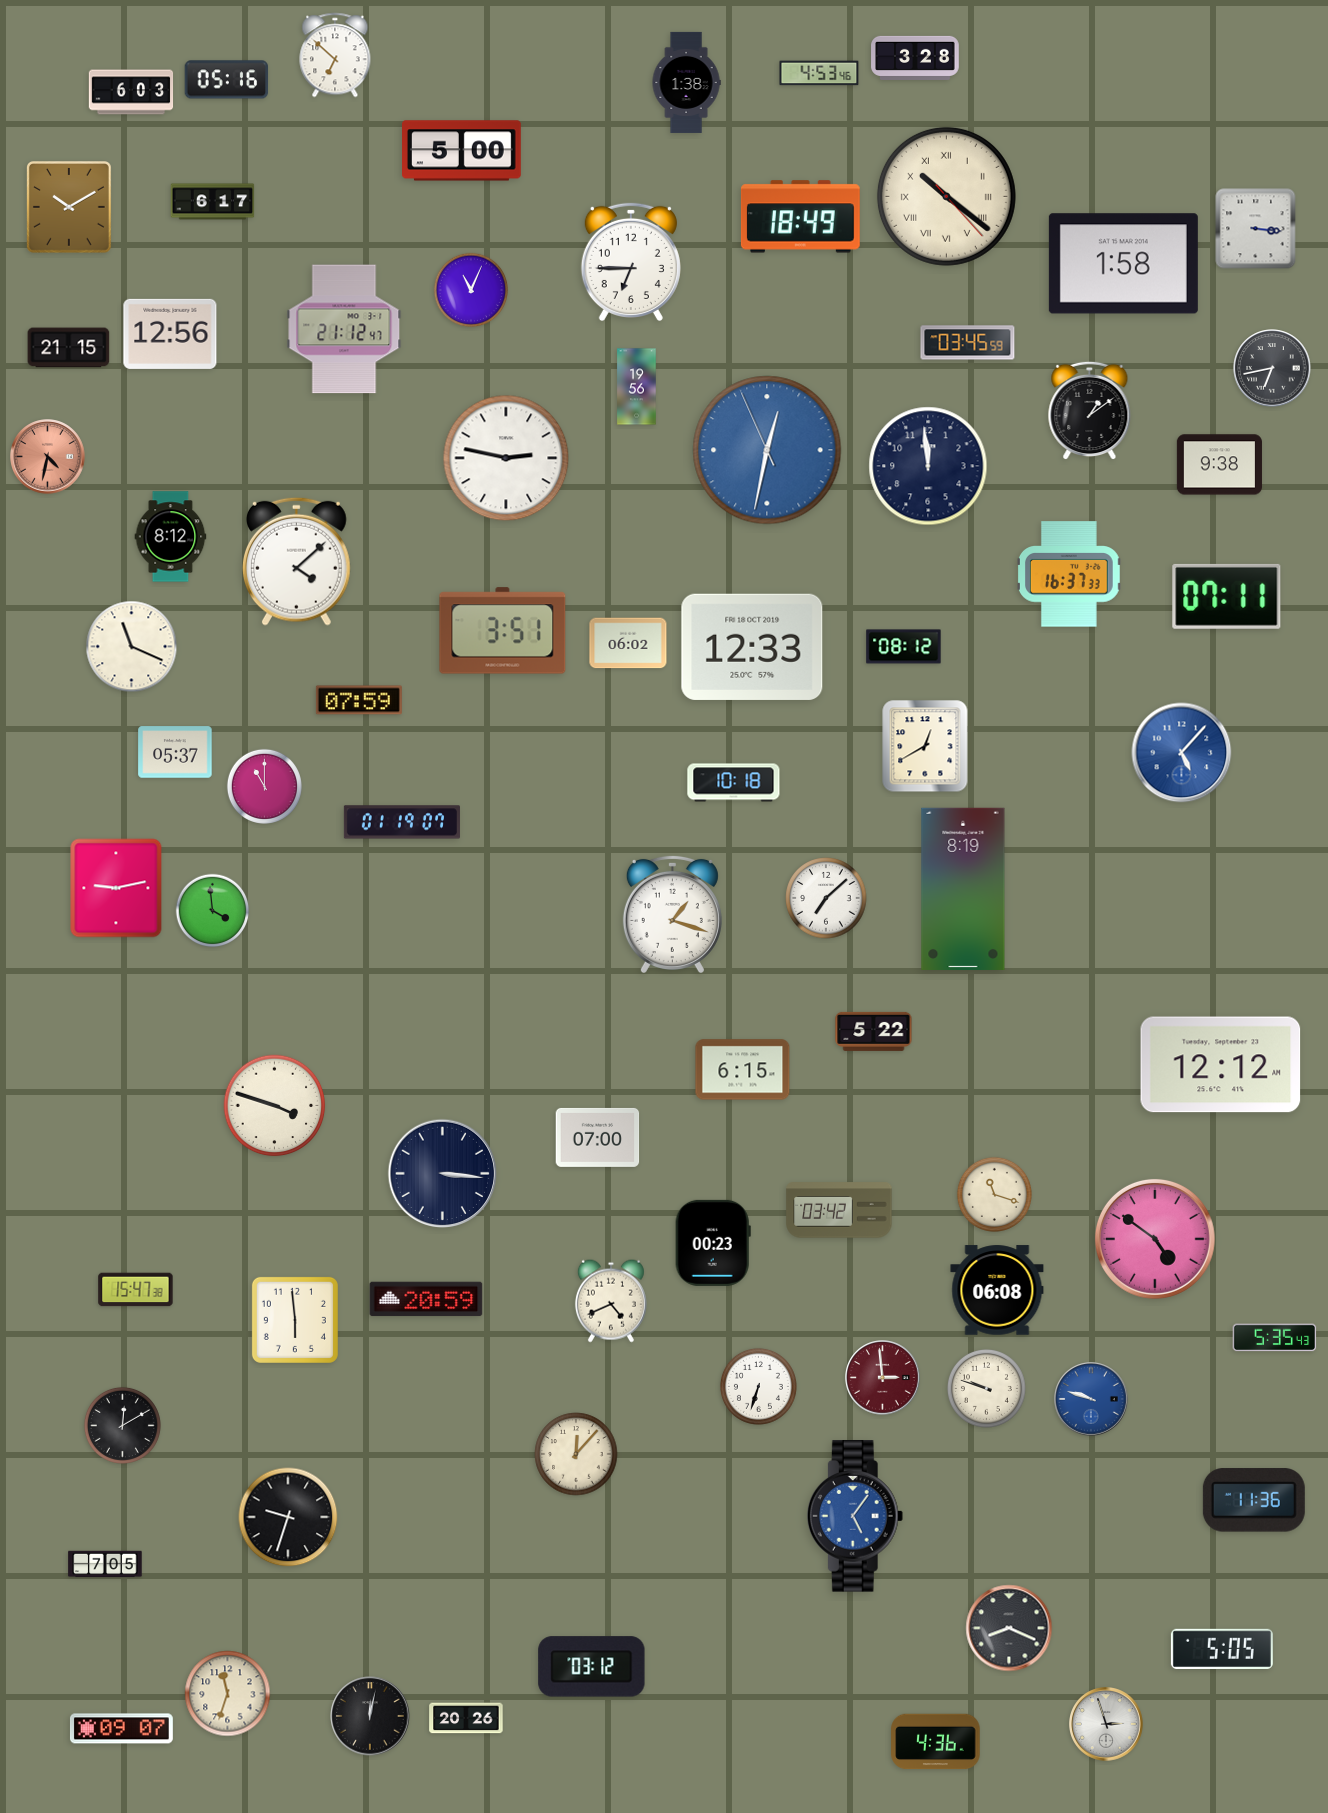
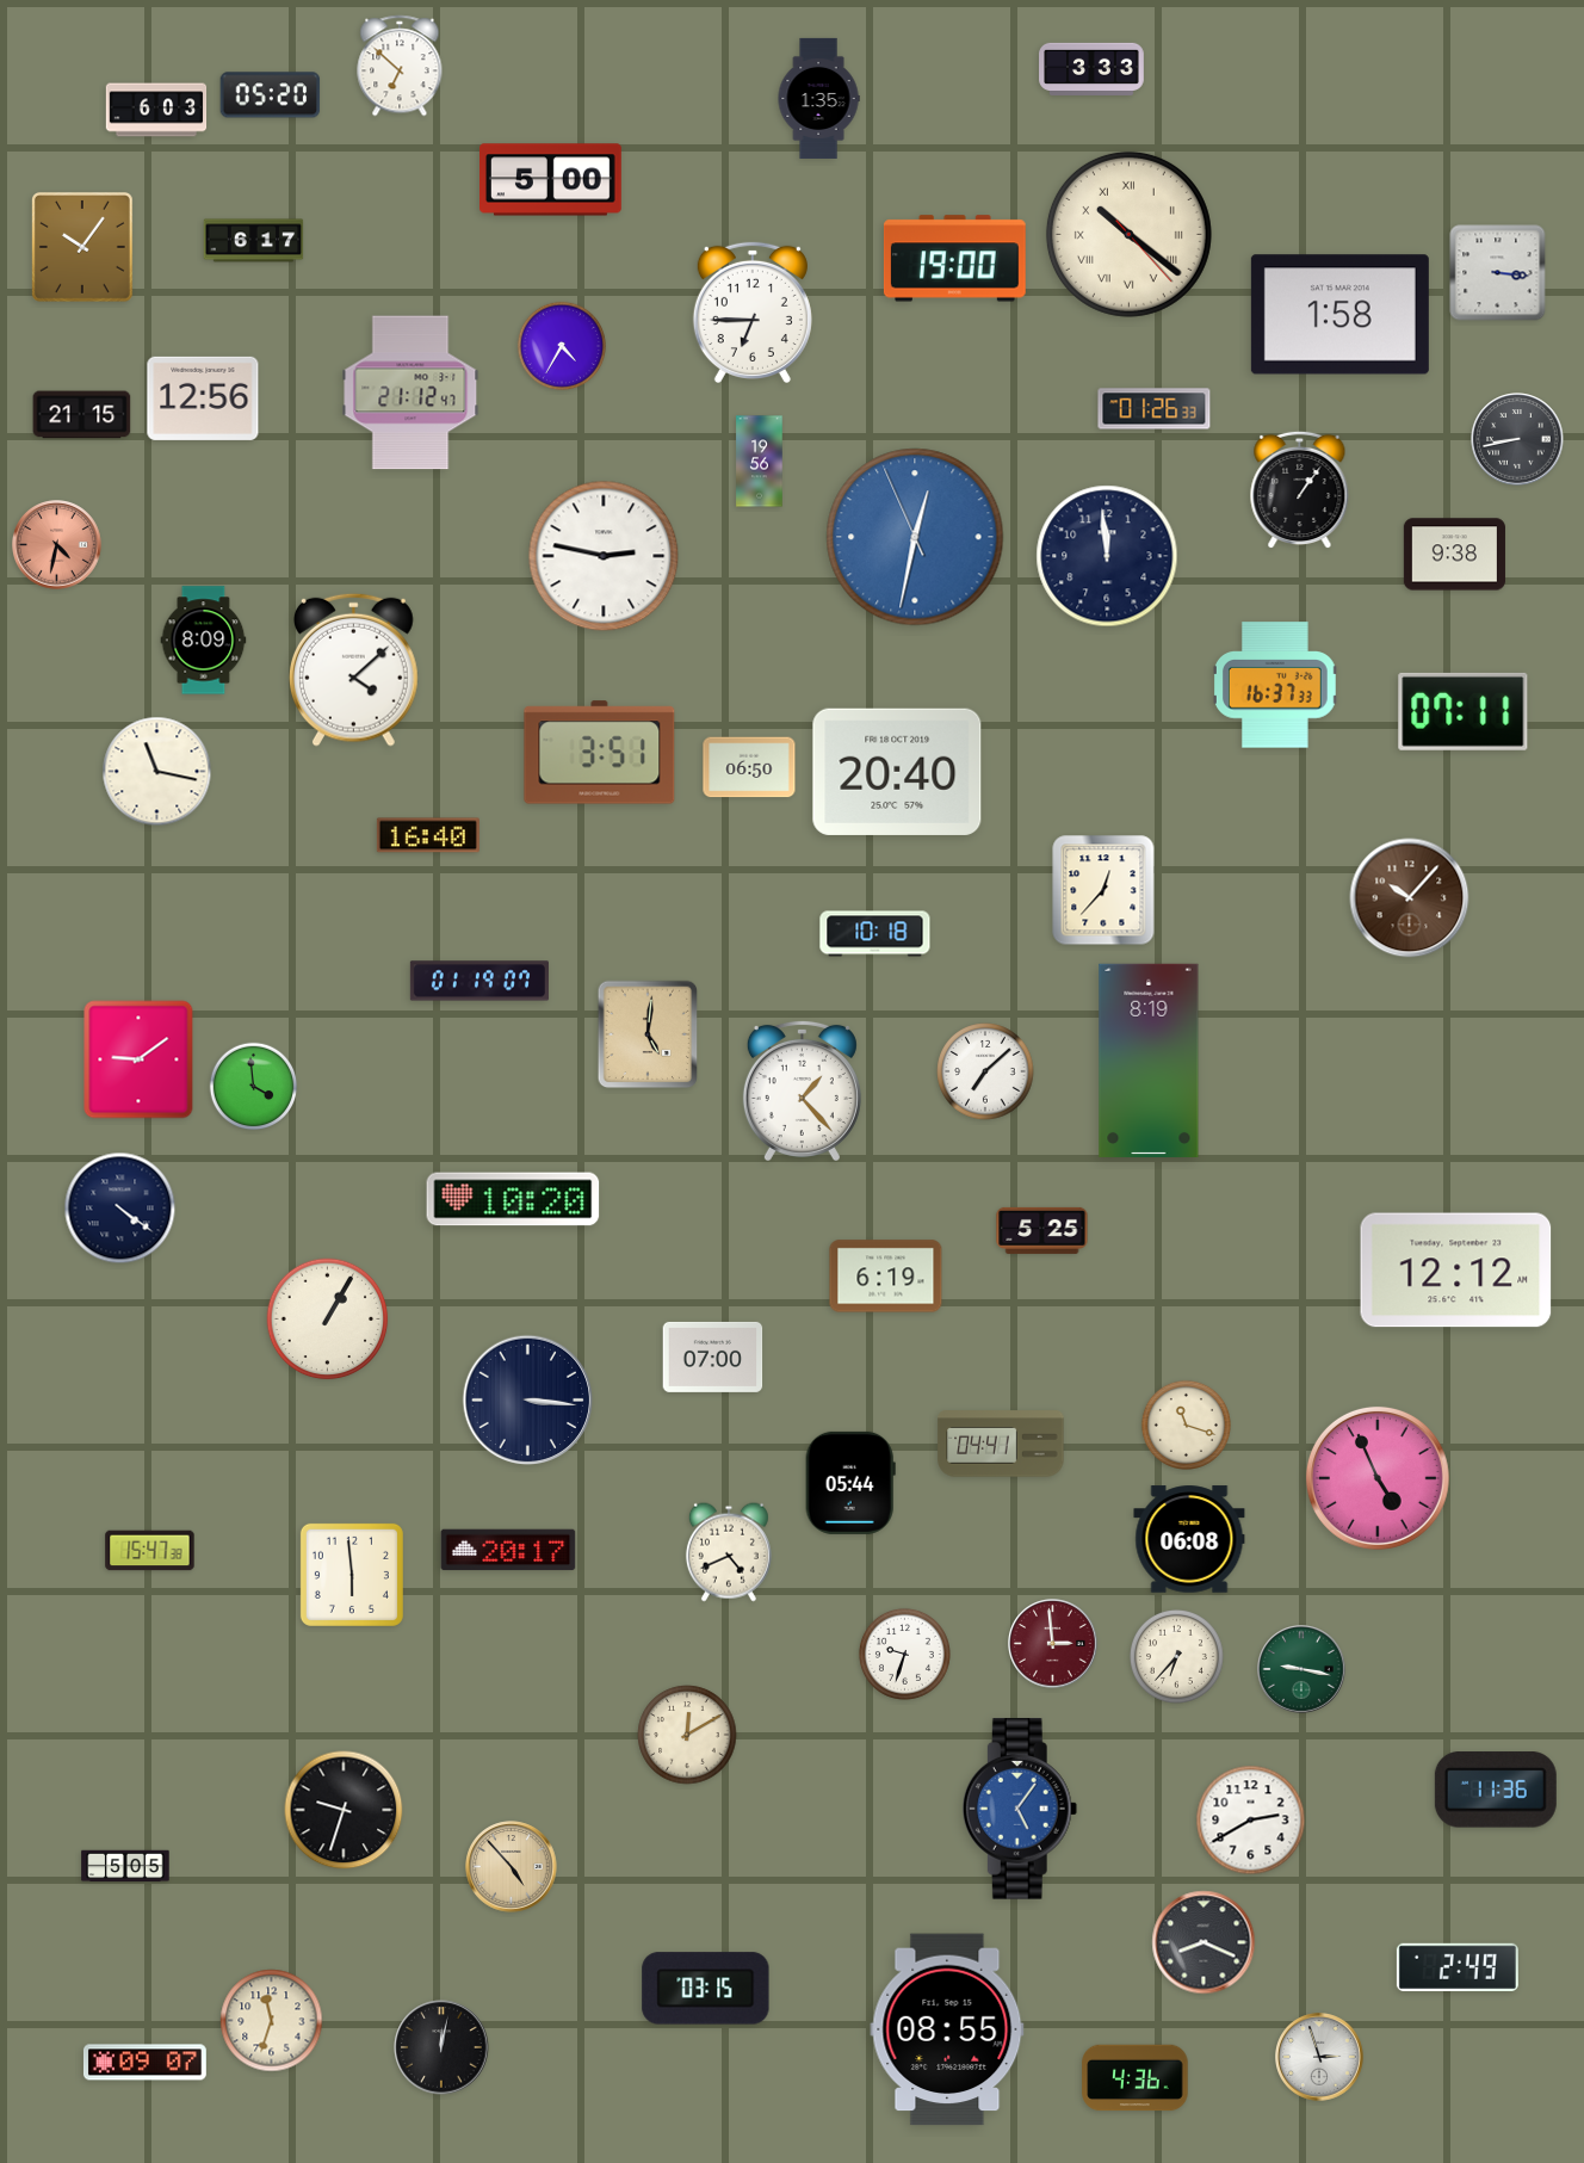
clock at (915, 58): 3:28 -> 3:33
clock at (819, 73): 4:53 -> none
clock at (227, 80): 05:16 -> 05:20
clock at (686, 82): 1:38 -> 1:35
clock at (70, 208): 10:10 -> 10:06
clock at (800, 217): 18:49 -> 19:00
clock at (470, 289): 11:04 -> 4:35
clock at (968, 343): 03:45 -> 01:26
clock at (1272, 368): 6:43 -> 8:43
clock at (1090, 411): 1:09 -> 1:06
clock at (506, 458) position: (506, 458) -> (604, 556)
clock at (171, 537): 8:12 -> 8:09
clock at (628, 643): 06:02 -> 06:50
clock at (132, 647): 11:19 -> 11:17
clock at (752, 647): 12:33 -> 20:40
clock at (904, 647): 08:12 -> none
clock at (359, 700): 07:59 -> 16:40
clock at (925, 746): 12:40 -> 12:37
clock at (175, 752): 05:37 -> none
clock at (1182, 753): 5:07 -> 10:07
clock at (1182, 753) dial: blue -> brown
clock at (264, 786): 11:00 -> none
clock at (648, 1034): none -> 5:01
clock at (116, 888): 9:13 -> 9:09
clock at (672, 914): 1:18 -> 1:23
clock at (513, 1199): none -> 10:20
clock at (120, 1209): none -> 4:21
clock at (874, 1031): 5:22 -> 5:25
clock at (743, 1070): 6:15 -> 6:19
clock at (275, 1106): 3:48 -> 1:05
clock at (839, 1210): 03:42 -> 04:41
clock at (1155, 1239): 4:51 -> 4:56
clock at (713, 1243): 00:23 -> 05:44
clock at (136, 1290) position: (136, 1290) -> (150, 1551)
clock at (426, 1299): 20:59 -> 20:17
clock at (1275, 1338): 5:35 -> none
clock at (758, 1386): 6:33 -> 9:33
clock at (986, 1388): 9:48 -> 6:37
clock at (1092, 1400): 9:48 -> 9:17
clock at (1092, 1400) dial: blue -> green
clock at (122, 1425): 12:10 -> none
clock at (576, 1454): 12:07 -> 12:10
clock at (1251, 1821): none -> 2:40
clock at (105, 1564): 7:05 -> 5:05
clock at (512, 1867): none -> 4:53
clock at (1222, 1648): 5:05 -> 2:49
clock at (592, 1667): 03:12 -> 03:15
clock at (947, 2029): none -> 08:55
clock at (466, 1718): 20:26 -> none
clock at (936, 1742) position: (936, 1742) -> (1136, 2078)
